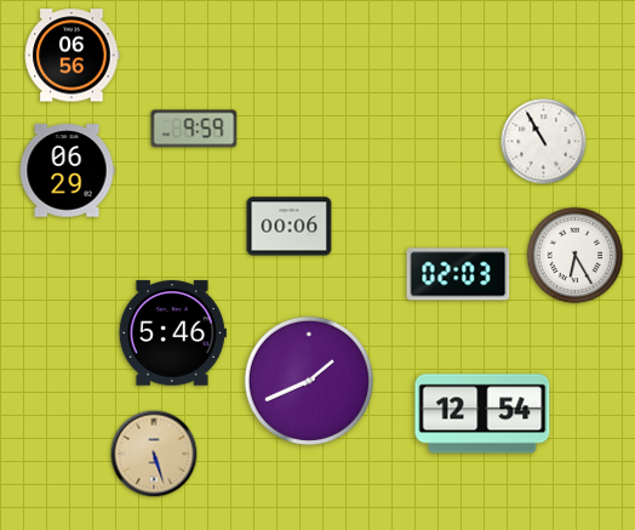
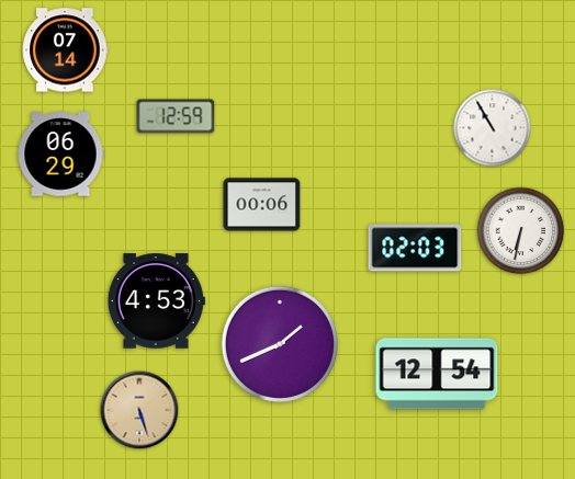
clock at (71, 56): 06:56 -> 07:14
clock at (194, 129): 9:59 -> 12:59
clock at (576, 256): 6:25 -> 6:32
clock at (172, 334): 5:46 -> 4:53
